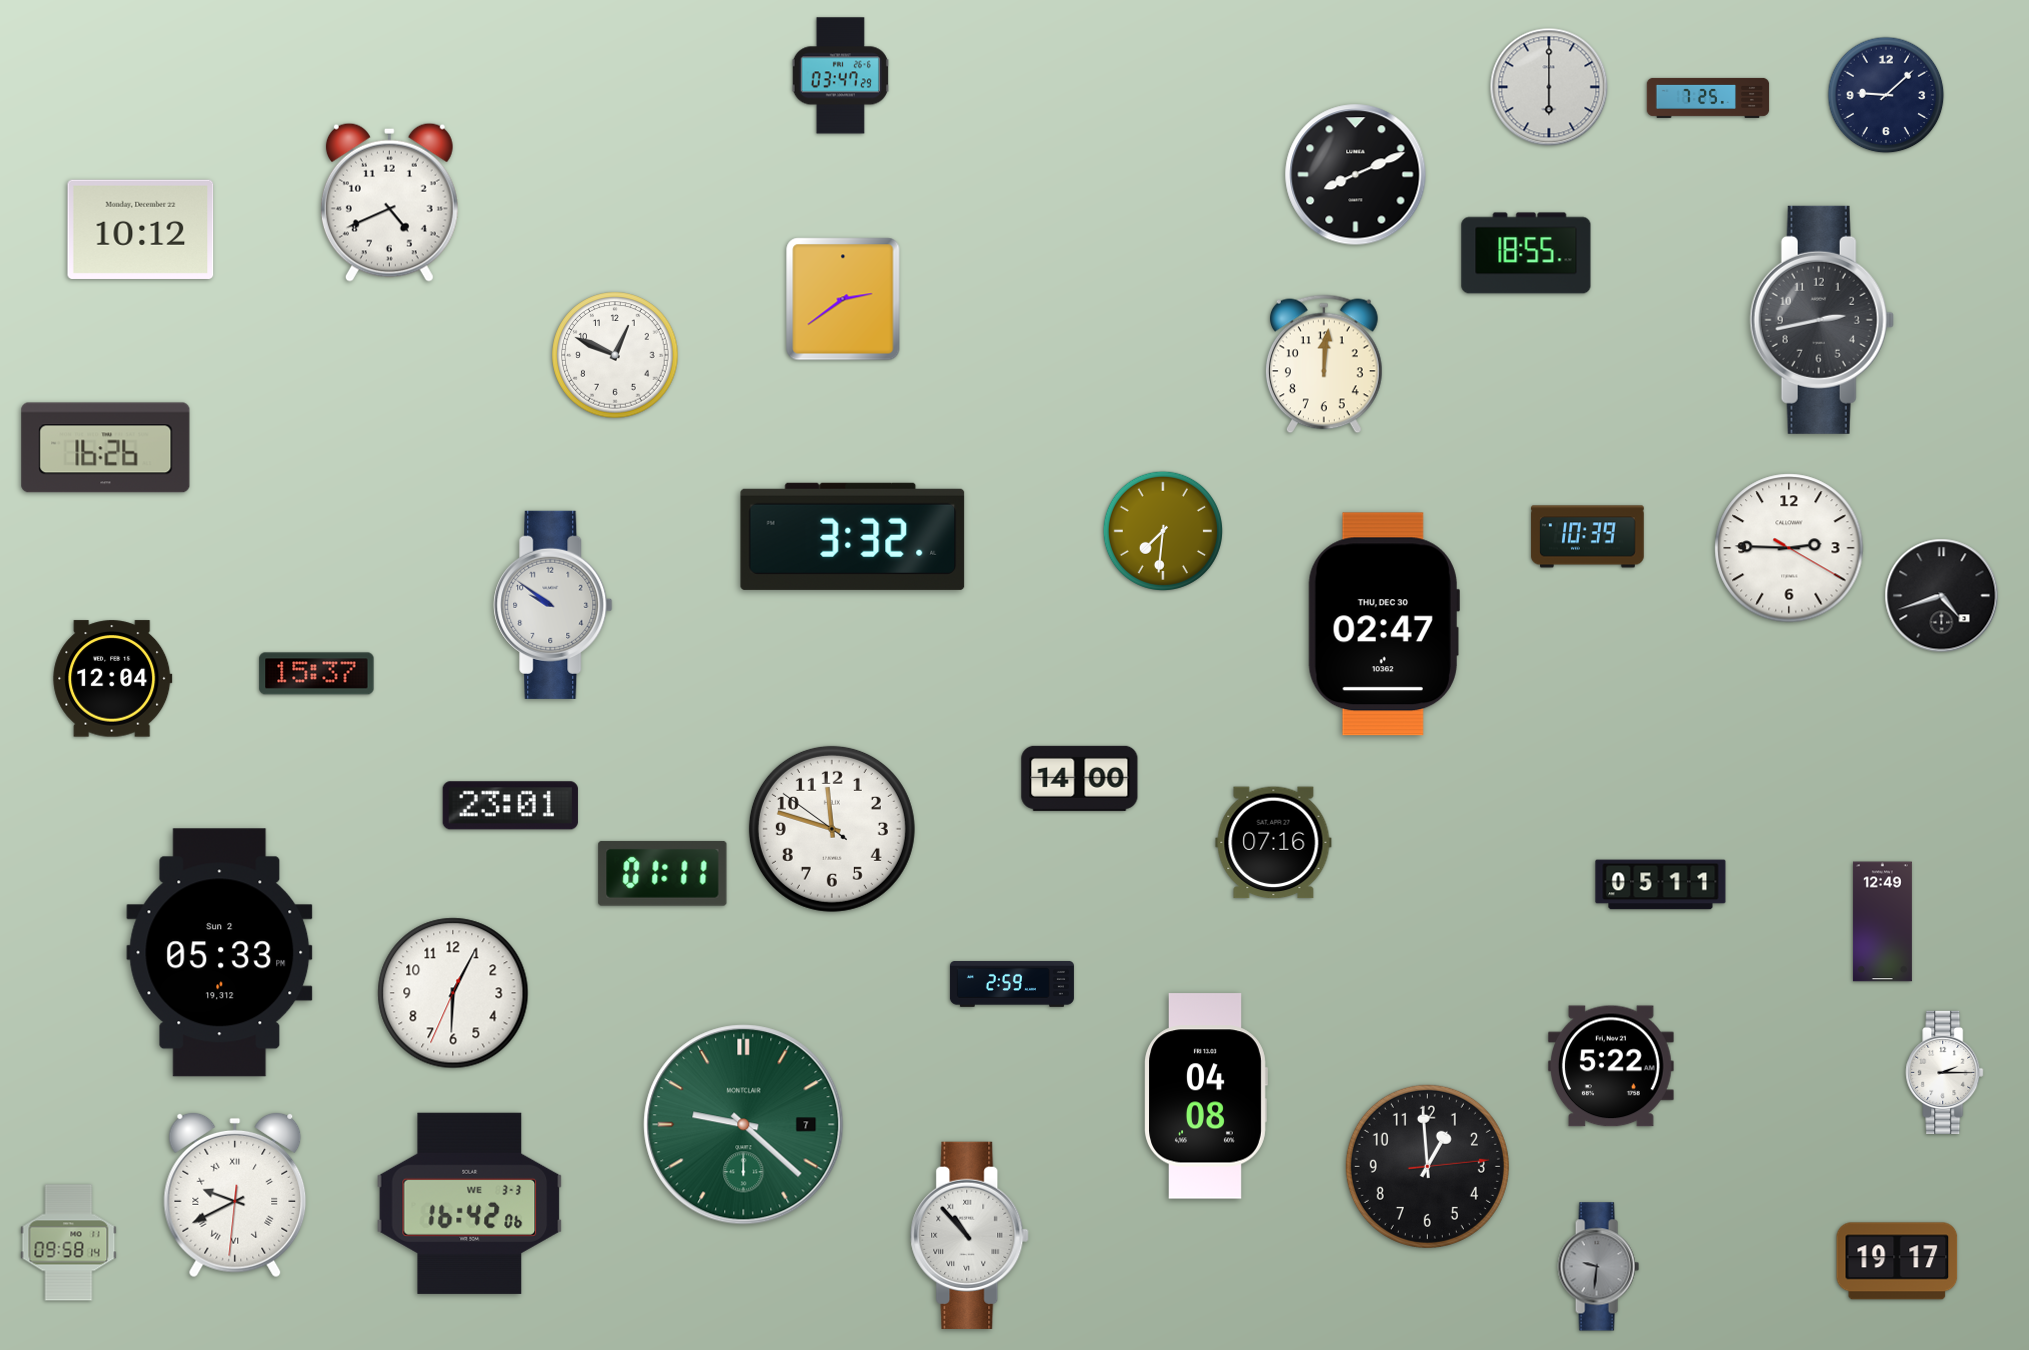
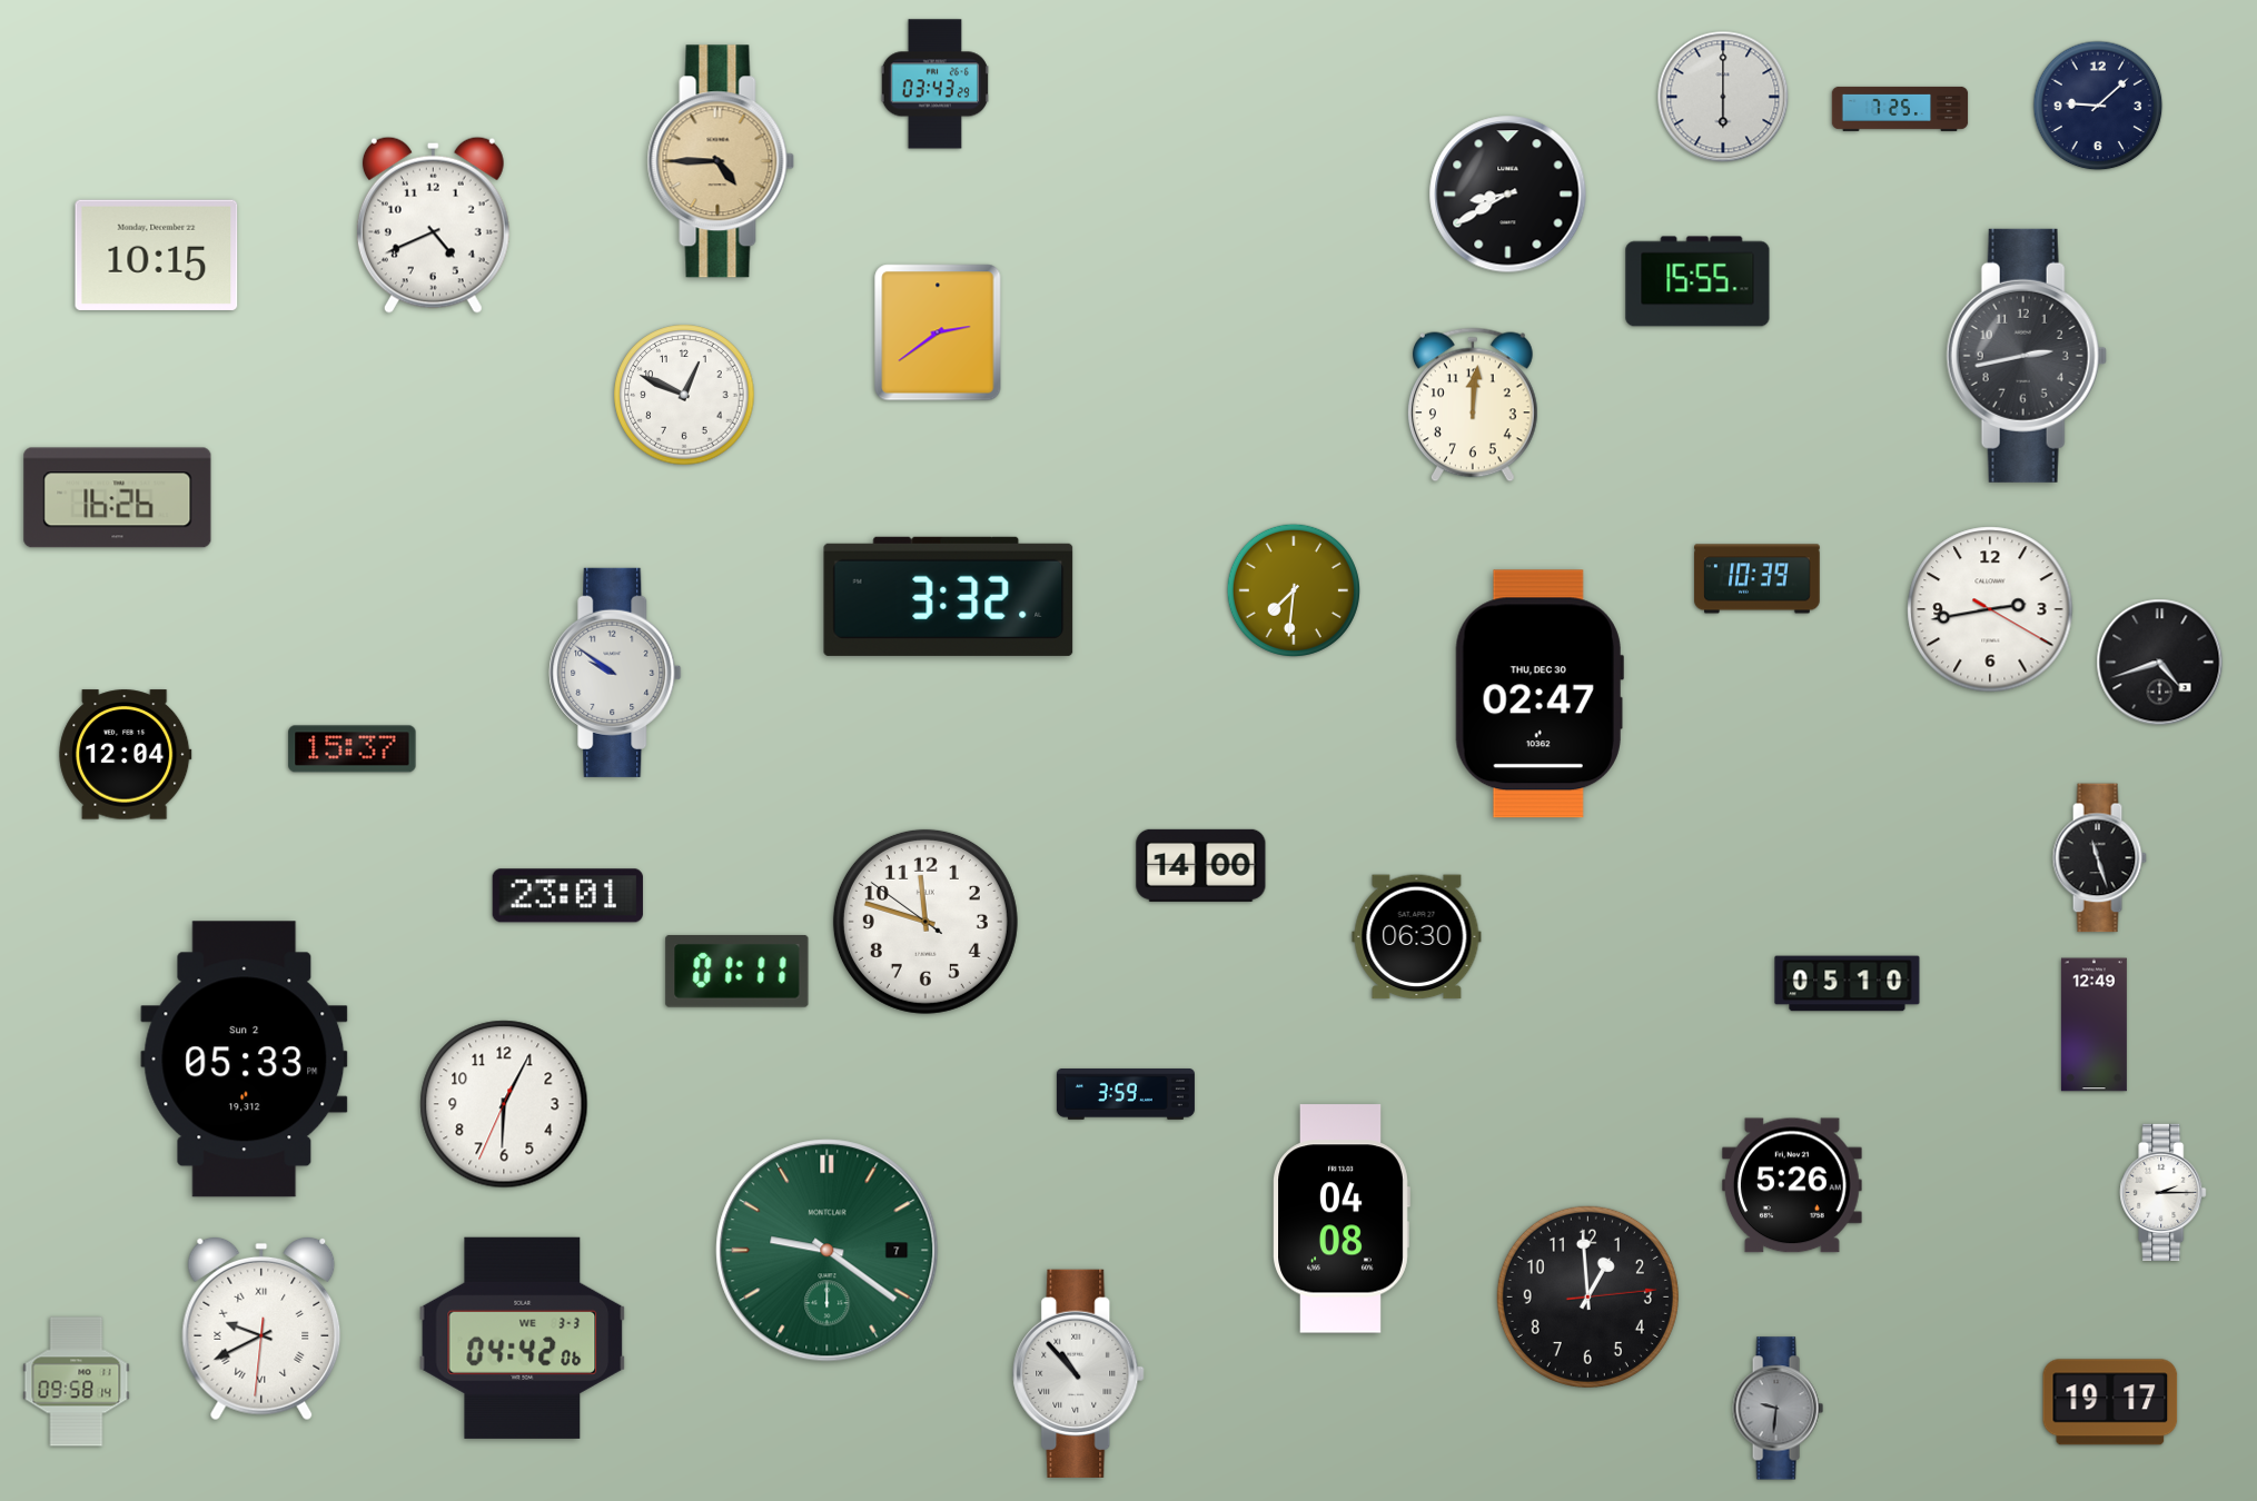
clock at (840, 76): 03:47 -> 03:43
clock at (721, 161): none -> 4:45
clock at (1356, 175): 8:11 -> 8:40
clock at (141, 229): 10:12 -> 10:15
clock at (1526, 253): 18:55 -> 15:55
clock at (1588, 537) position: (1588, 537) -> (1758, 579)
clock at (1789, 548): 2:45 -> 2:43
clock at (2099, 858): none -> 11:27
clock at (1274, 843): 07:16 -> 06:30
clock at (1661, 885): 05:11 -> 05:10
clock at (1012, 985): 2:59 -> 3:59
clock at (1611, 1066): 5:22 -> 5:26
clock at (744, 1125): 9:22 -> 9:21
clock at (470, 1203): 16:42 -> 04:42
